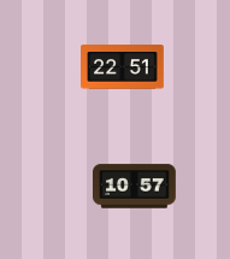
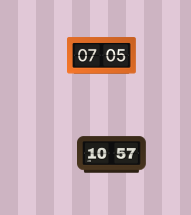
clock at (123, 67): 22:51 -> 07:05
